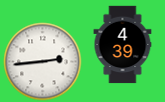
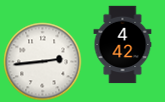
clock at (123, 44): 4:39 -> 4:42
